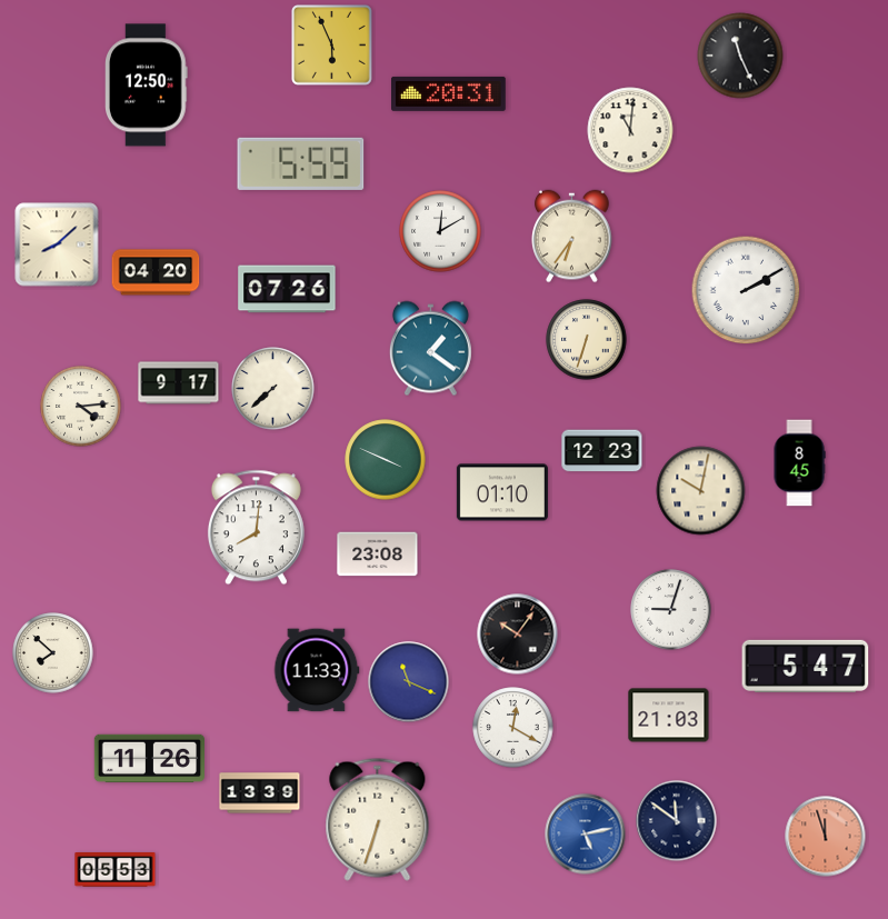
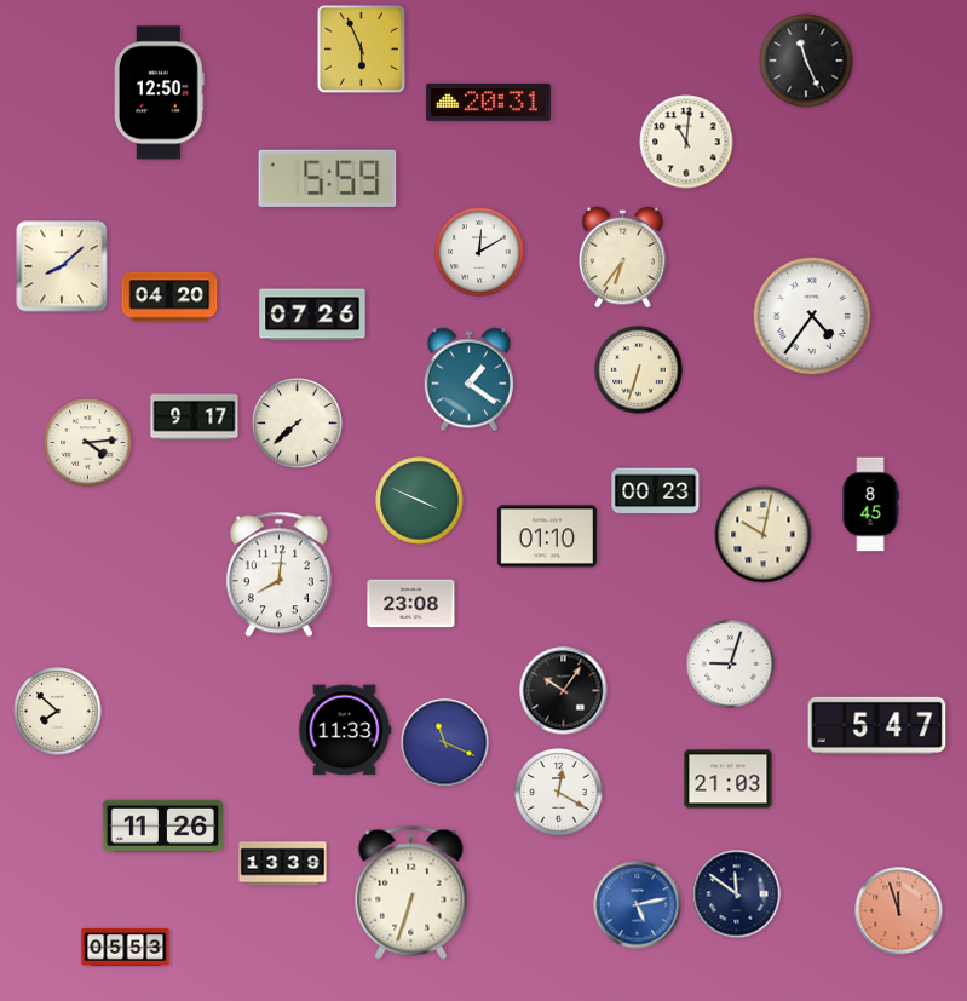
clock at (746, 290): 2:10 -> 4:36
clock at (602, 451): 12:23 -> 00:23
clock at (586, 835) position: (586, 835) -> (638, 905)
